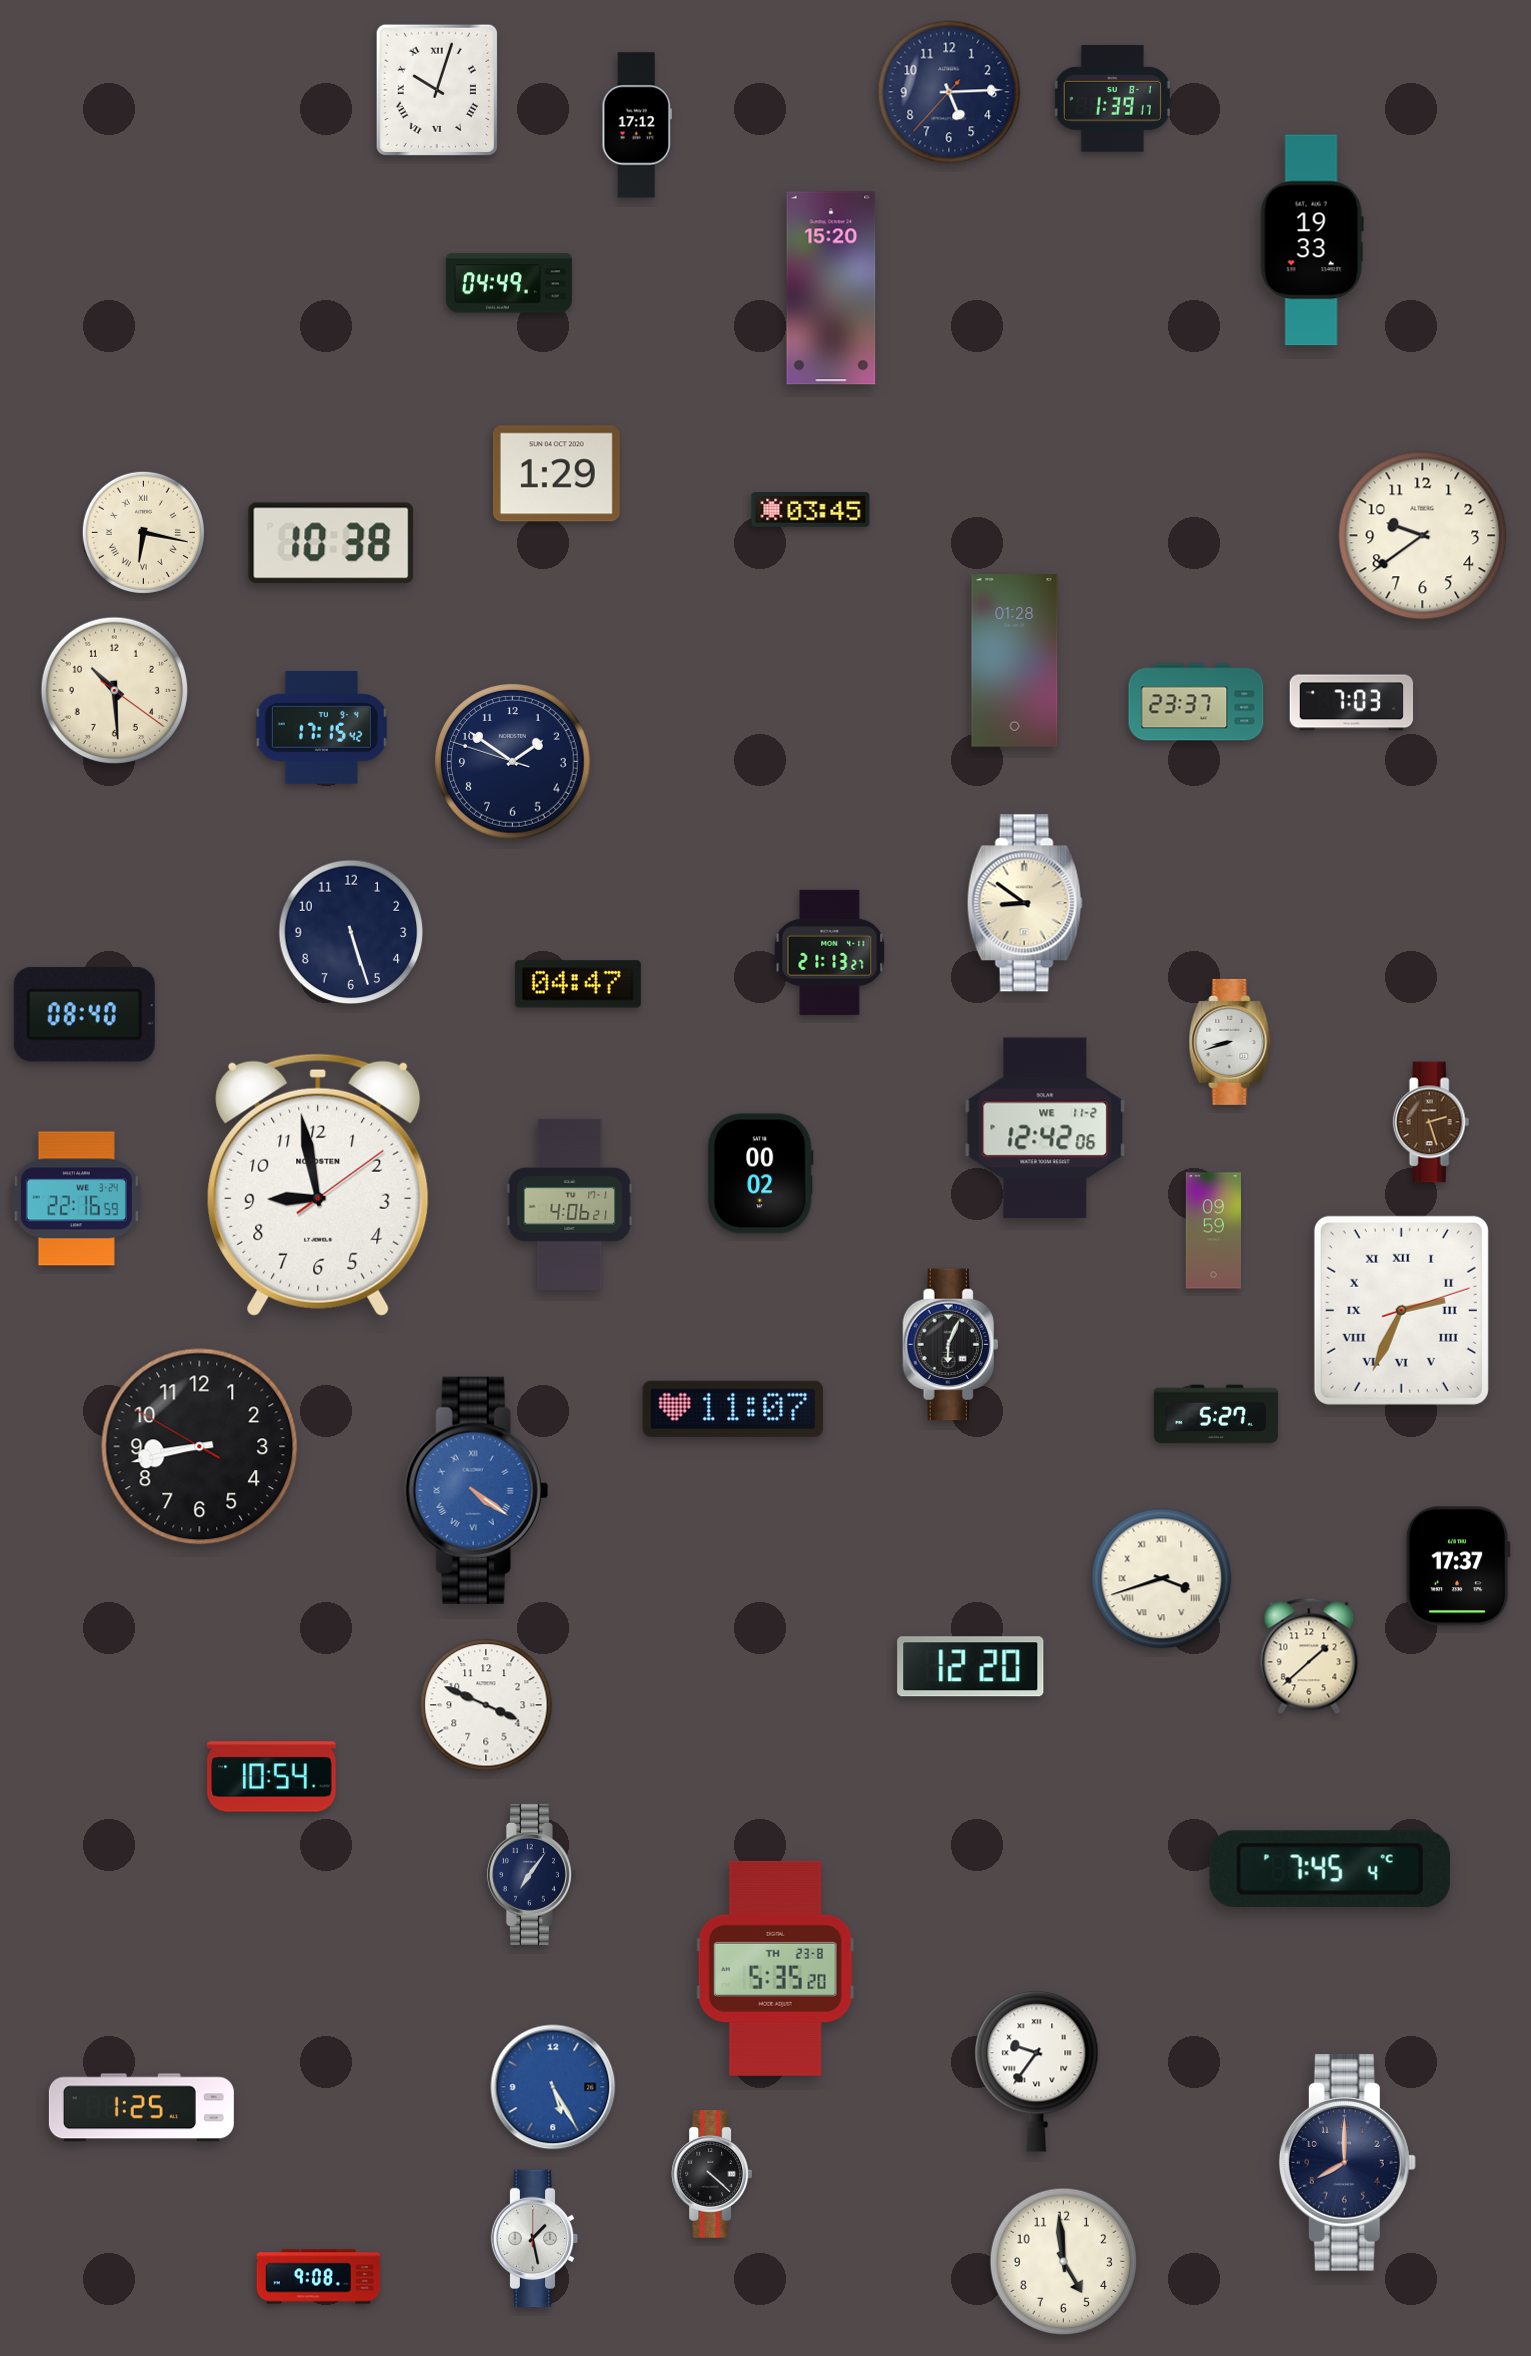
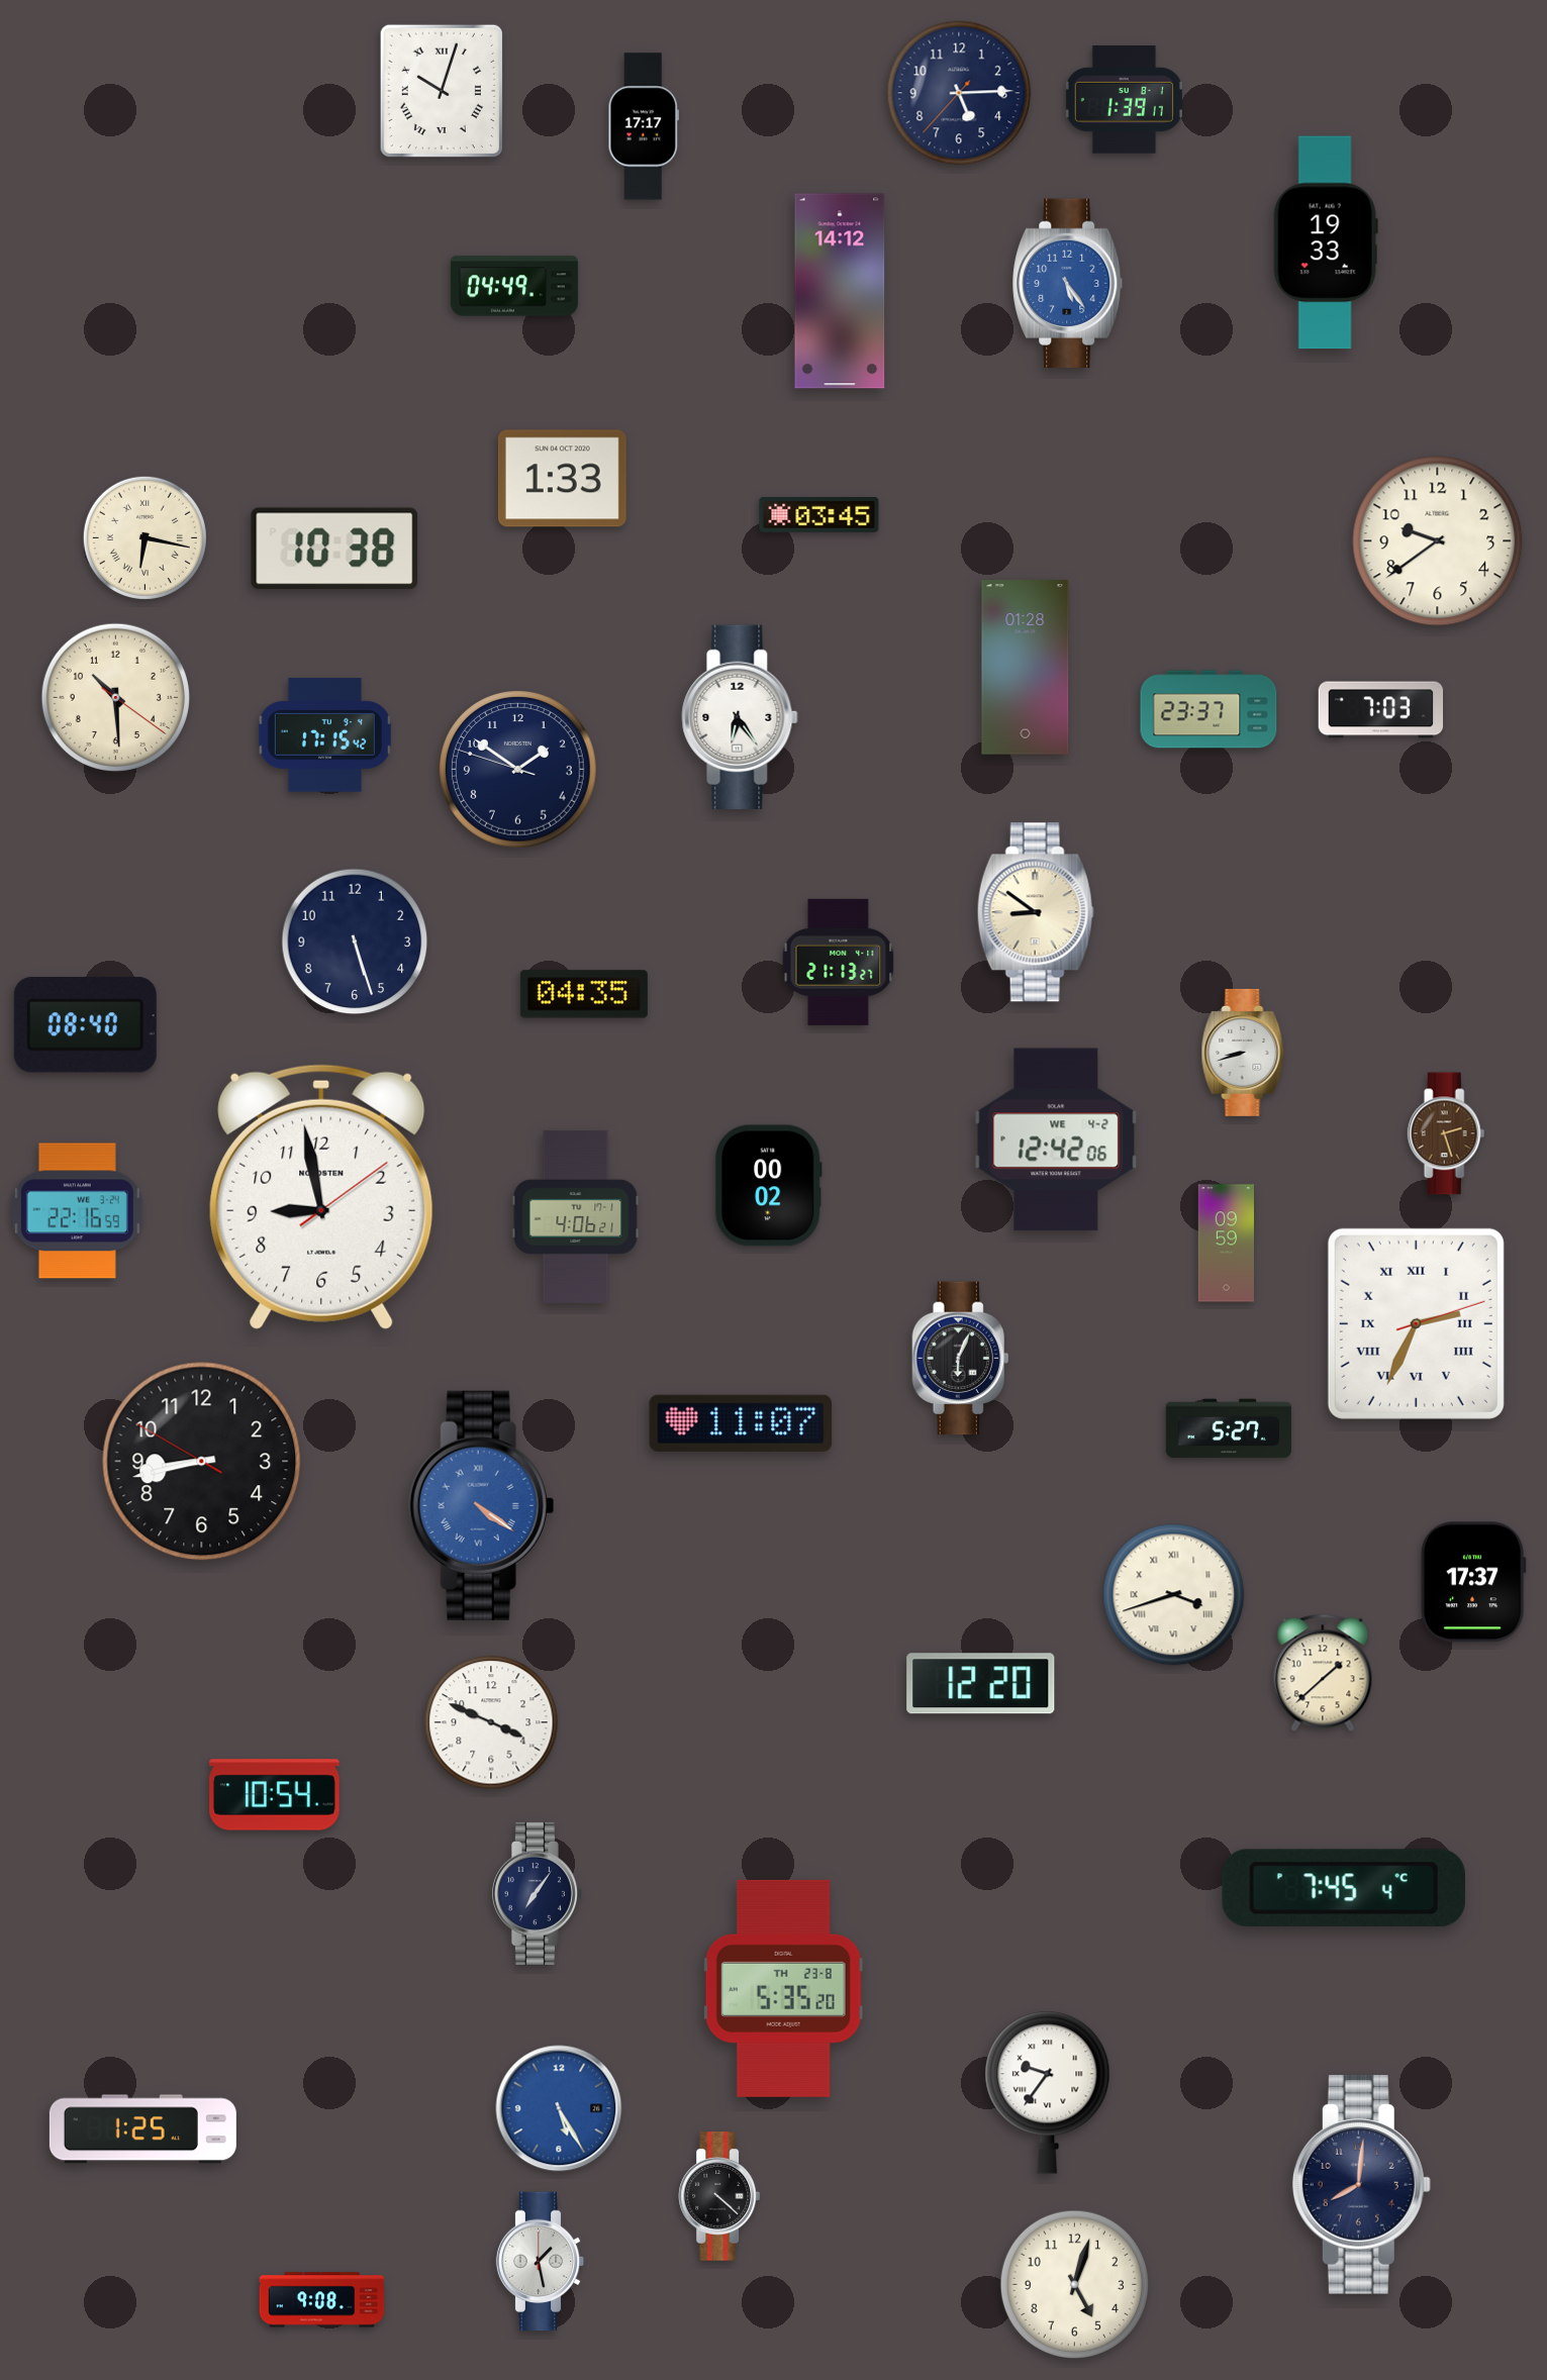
clock at (636, 125): 17:12 -> 17:17
clock at (1068, 283): none -> 5:24
clock at (831, 288): 15:20 -> 14:12
clock at (556, 474): 1:29 -> 1:33
clock at (1352, 703) position: (1352, 703) -> (1381, 710)
clock at (740, 717): none -> 6:24
clock at (578, 984): 04:47 -> 04:35
clock at (1045, 1128) date: WE 11-2 -> WE 4-2
clock at (1347, 2162): 8:00 -> 8:01
clock at (1063, 2261): 4:59 -> 5:03
